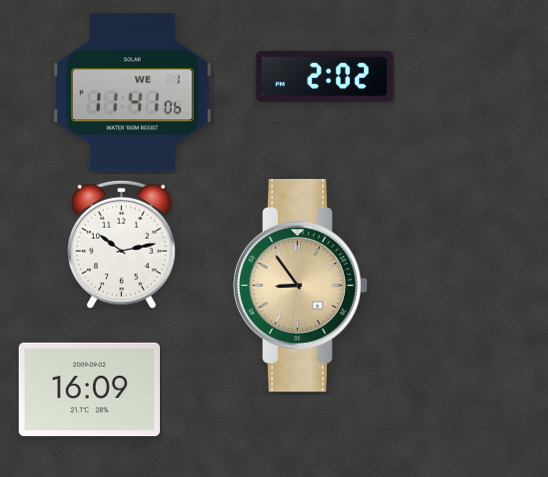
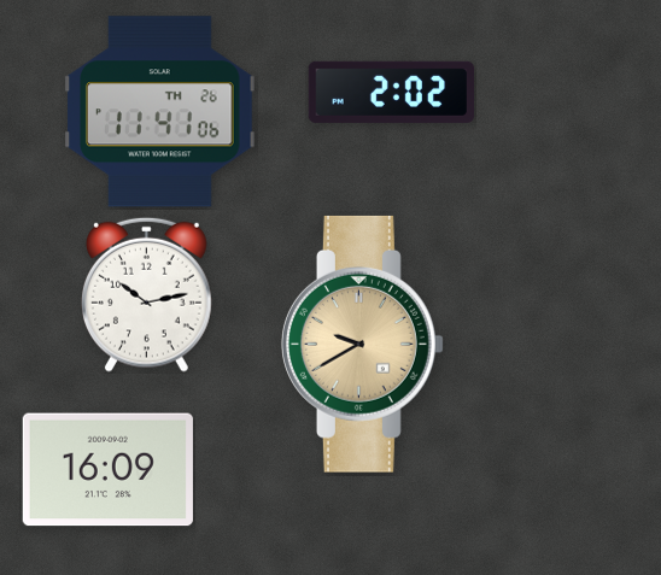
clock at (133, 93) date: WE 1 -> TH 26
clock at (300, 285): 8:54 -> 9:40
